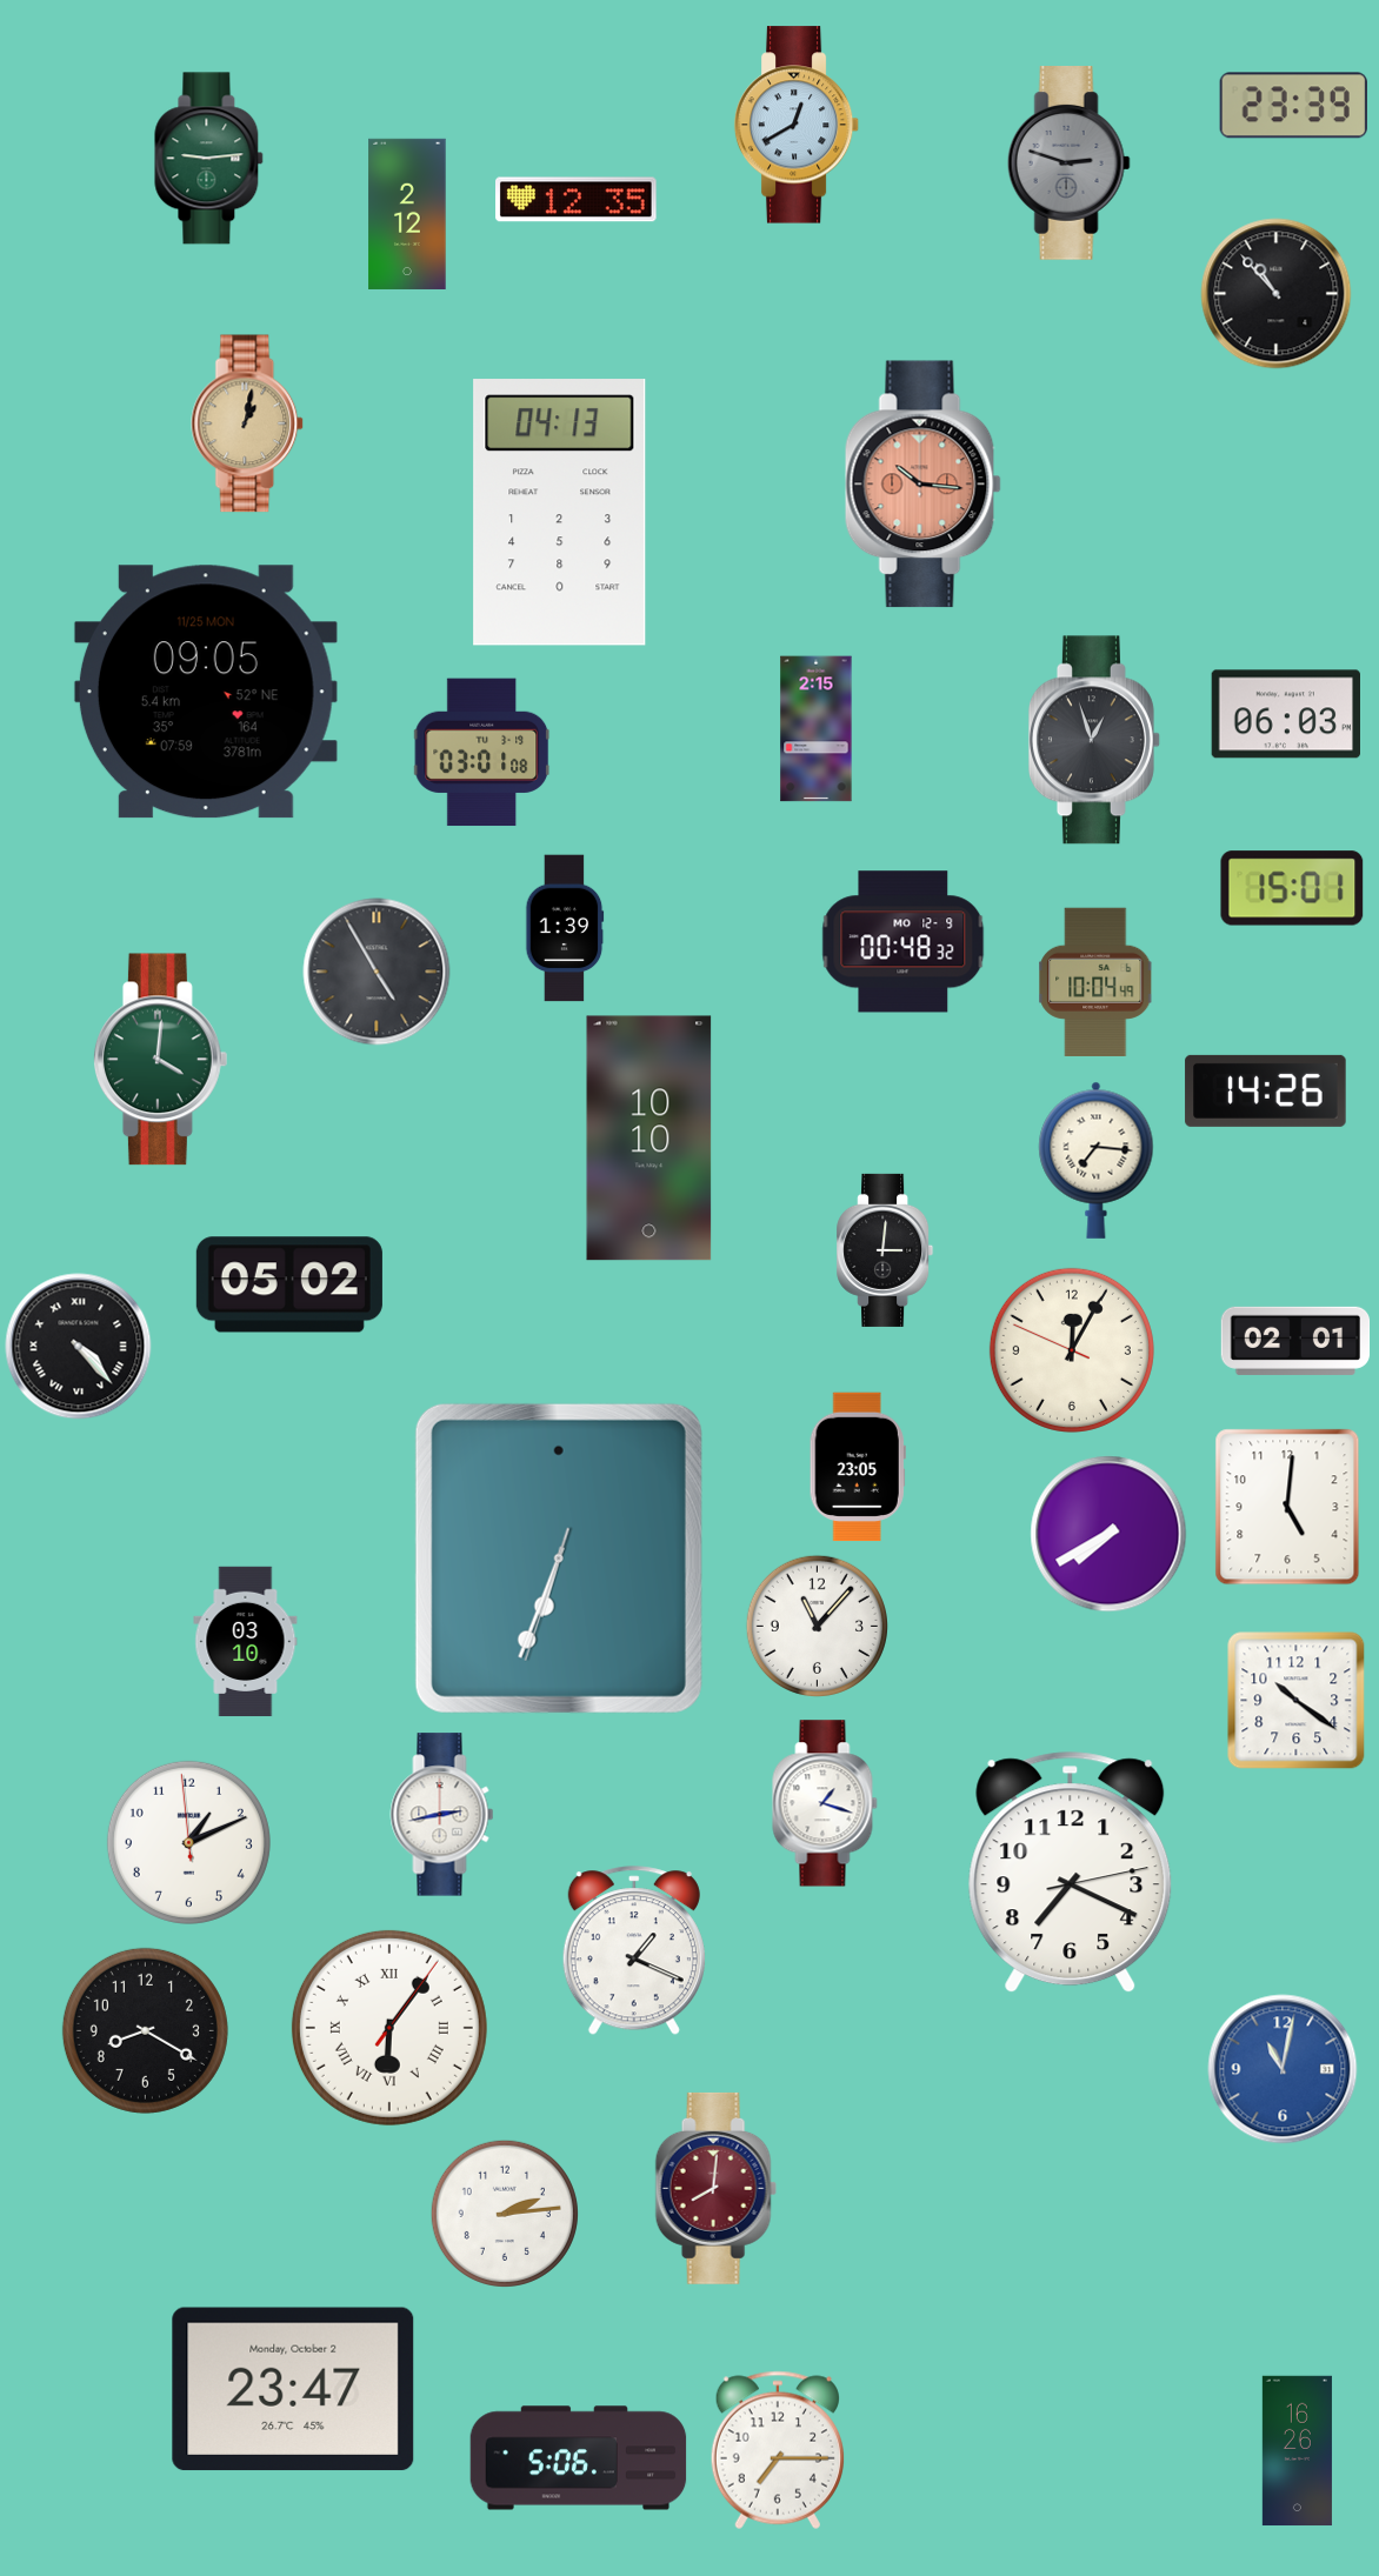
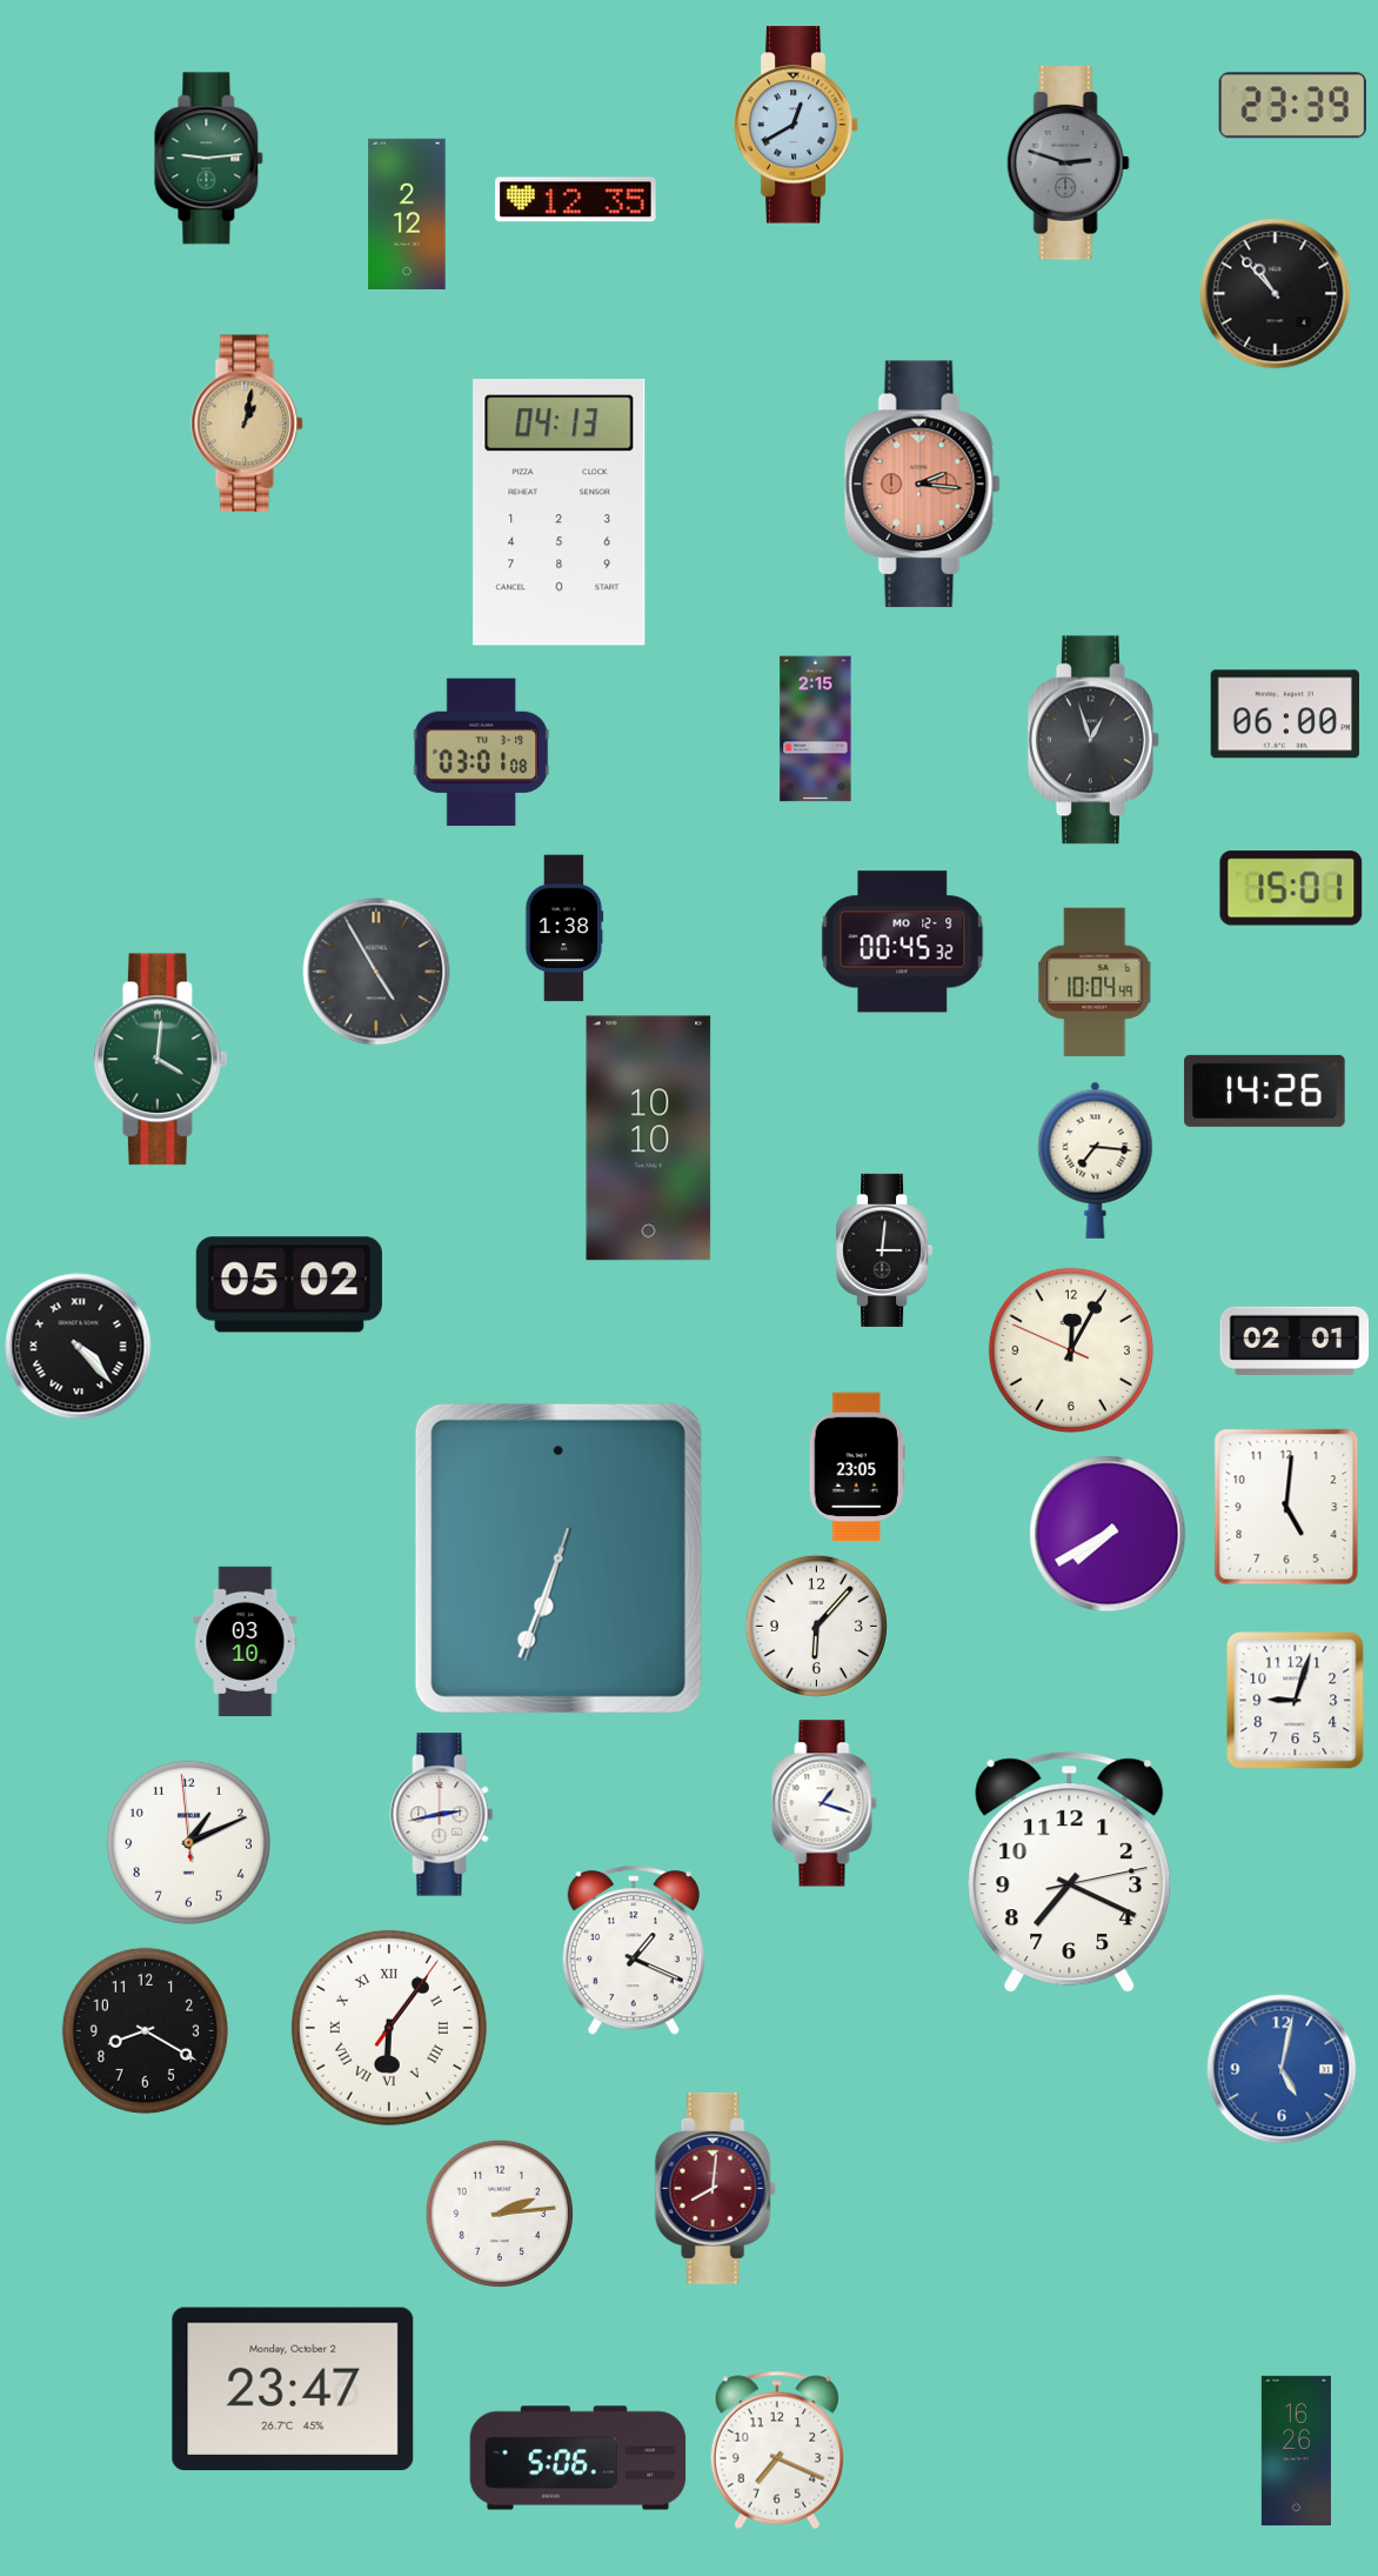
clock at (922, 485): 10:16 -> 2:16
clock at (206, 692): 09:05 -> none
clock at (1285, 714): 06:03 -> 06:00
clock at (565, 928): 1:39 -> 1:38
clock at (904, 942): 00:48 -> 00:45
clock at (817, 1626): 11:07 -> 6:07
clock at (1297, 1701): 10:21 -> 9:03
clock at (1283, 2069): 11:02 -> 5:02
clock at (505, 2214) position: (505, 2214) -> (500, 2214)
clock at (778, 2450): 7:15 -> 7:19
